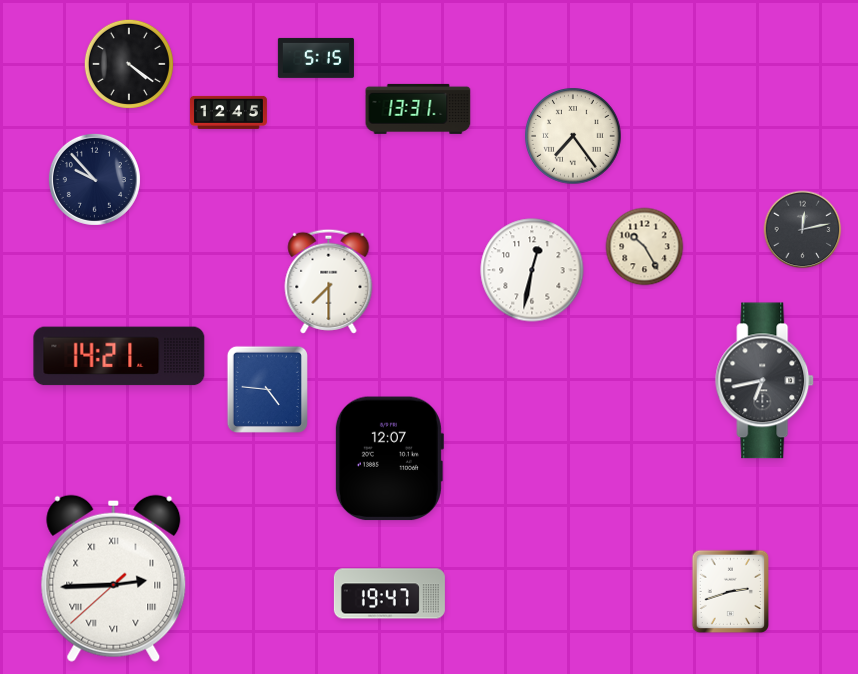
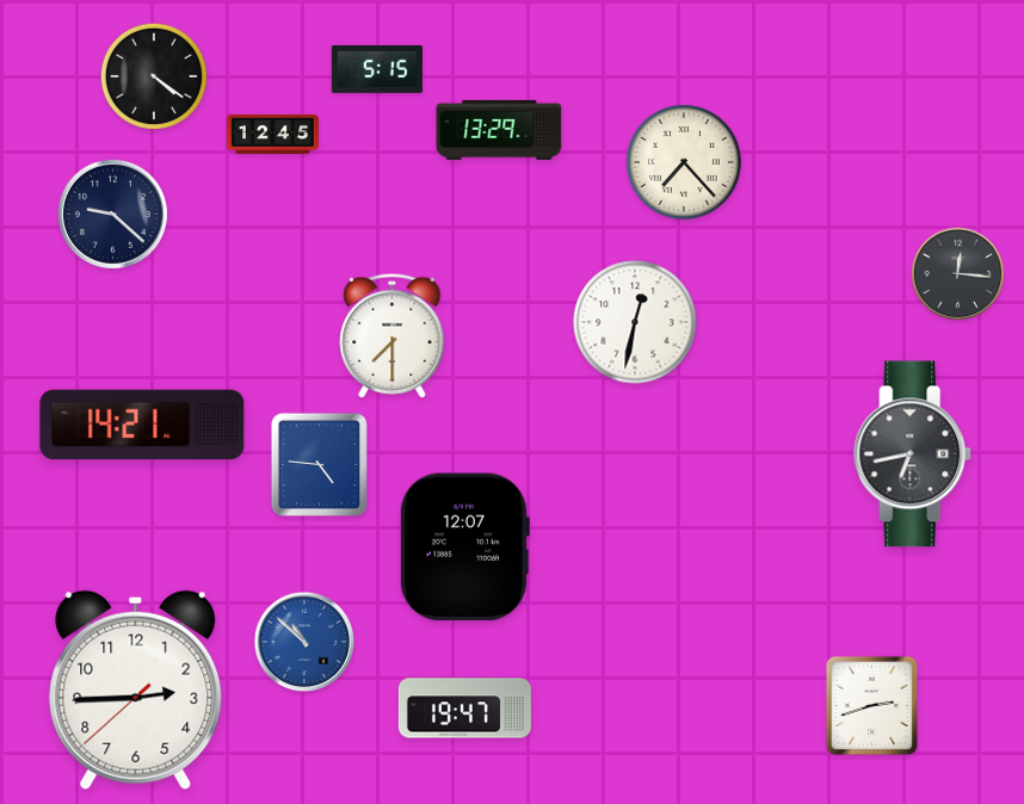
clock at (418, 109): 13:31 -> 13:29
clock at (573, 136): 7:24 -> 7:23
clock at (94, 179): 9:53 -> 9:22
clock at (803, 230): 12:13 -> 12:16
clock at (645, 247): 10:25 -> none
clock at (304, 642): none -> 10:52
clock at (114, 578) numerals: Roman -> Arabic
